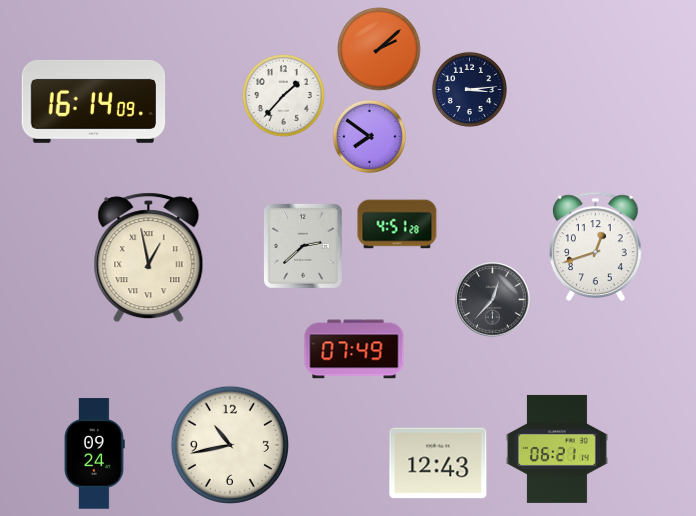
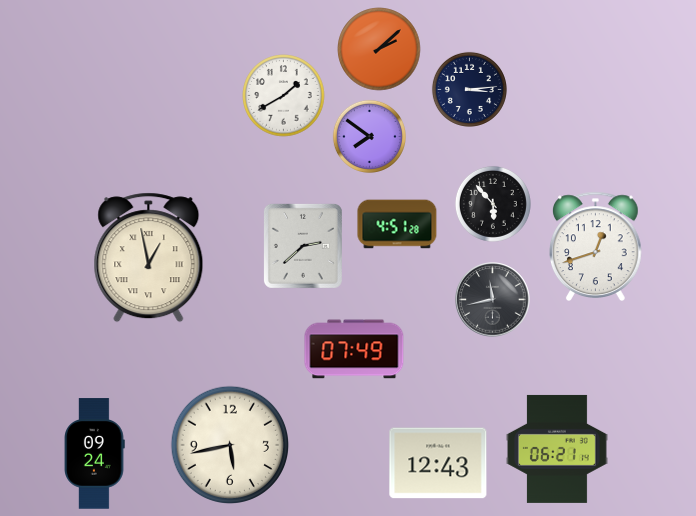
clock at (284, 96): 1:37 -> 1:40
clock at (94, 101): 16:14 -> none
clock at (493, 204): none -> 5:53
clock at (493, 300): 12:37 -> 11:43
clock at (230, 445): 10:43 -> 5:43
